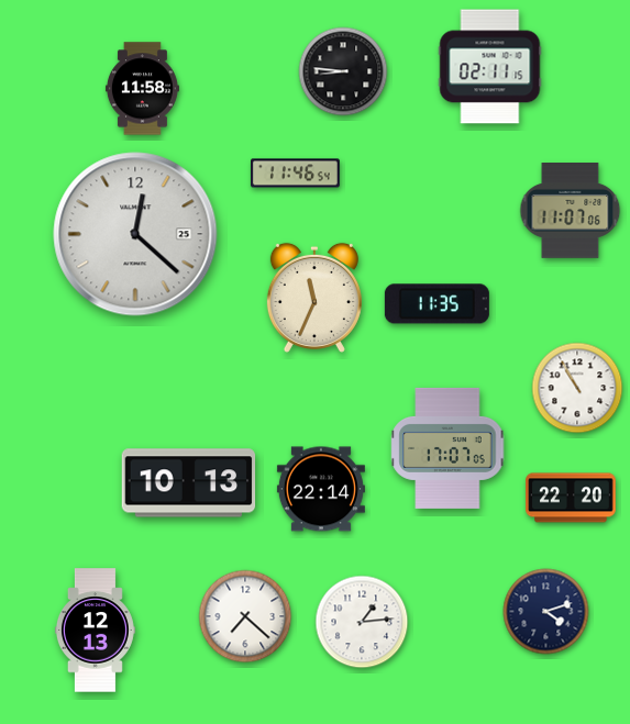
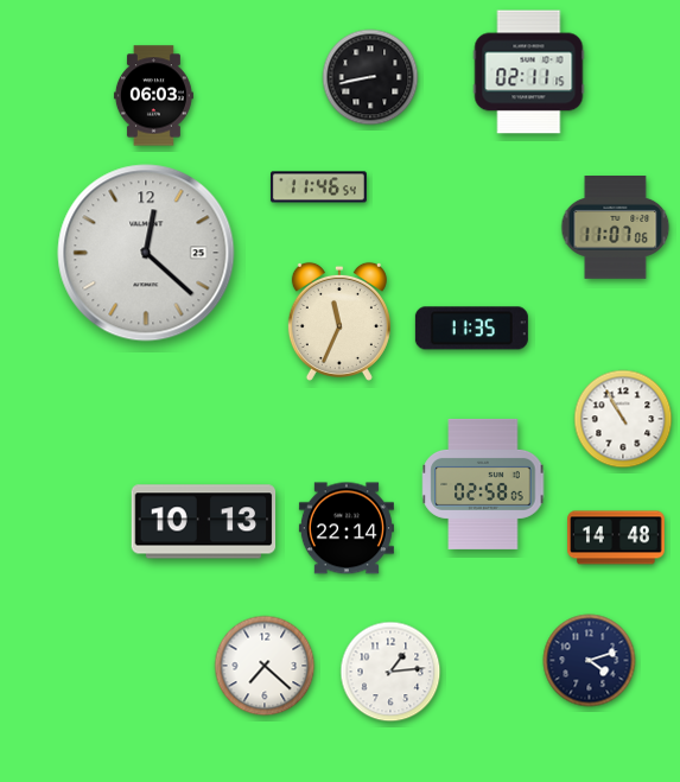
clock at (343, 71): 8:46 -> 8:43
clock at (142, 89): 11:58 -> 06:03
clock at (447, 448): 17:07 -> 02:58
clock at (571, 498): 22:20 -> 14:48
clock at (95, 631): 12:13 -> none
